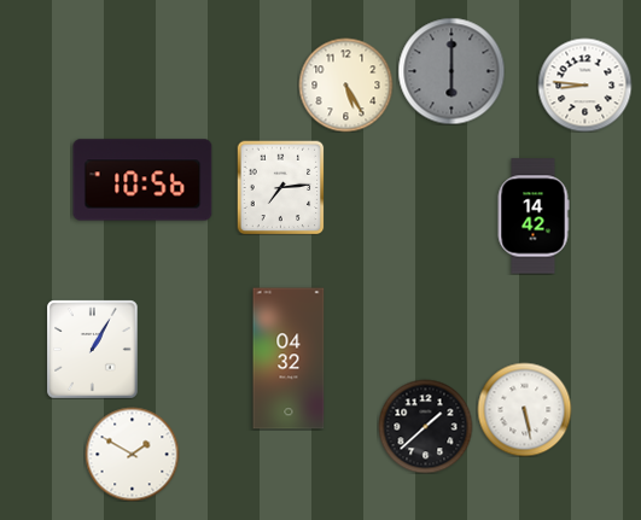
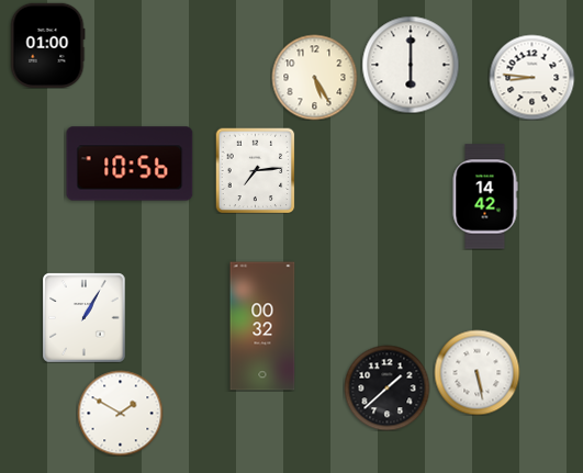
clock at (47, 45): none -> 01:00
clock at (451, 71) dial: grey -> white
clock at (289, 358): 04:32 -> 00:32
